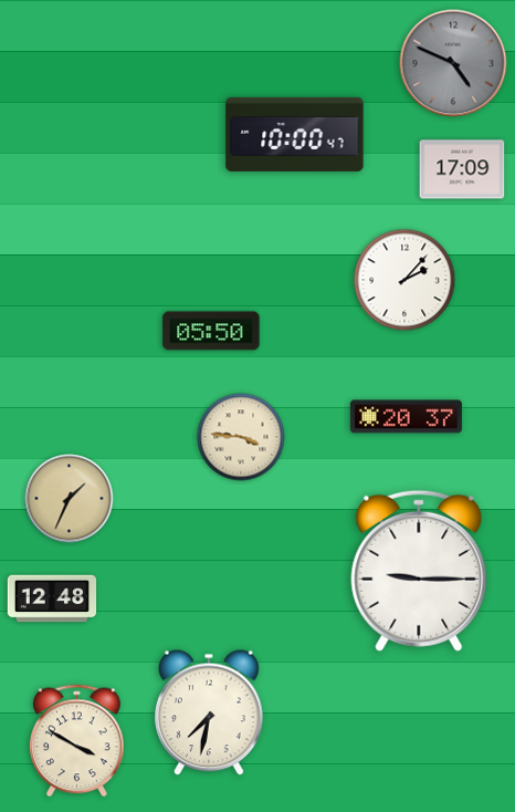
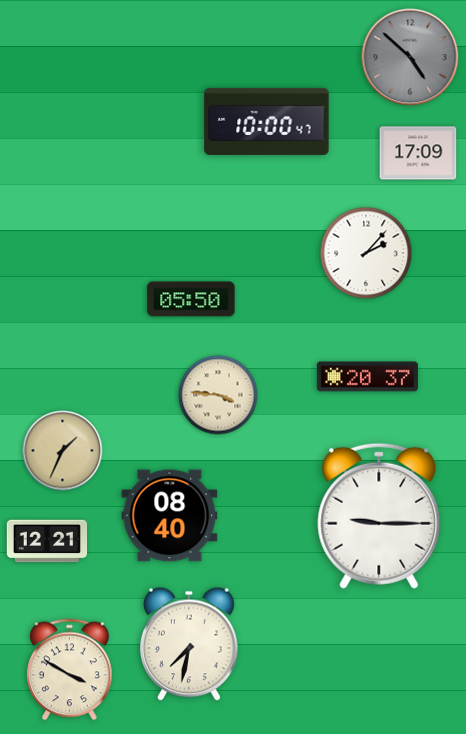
clock at (453, 63): 4:49 -> 4:52
clock at (170, 516): none -> 08:40
clock at (52, 598): 12:48 -> 12:21
